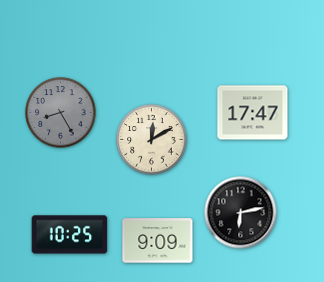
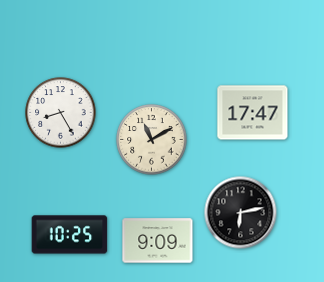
clock at (61, 113) dial: grey -> white
clock at (152, 140): 12:10 -> 11:10
